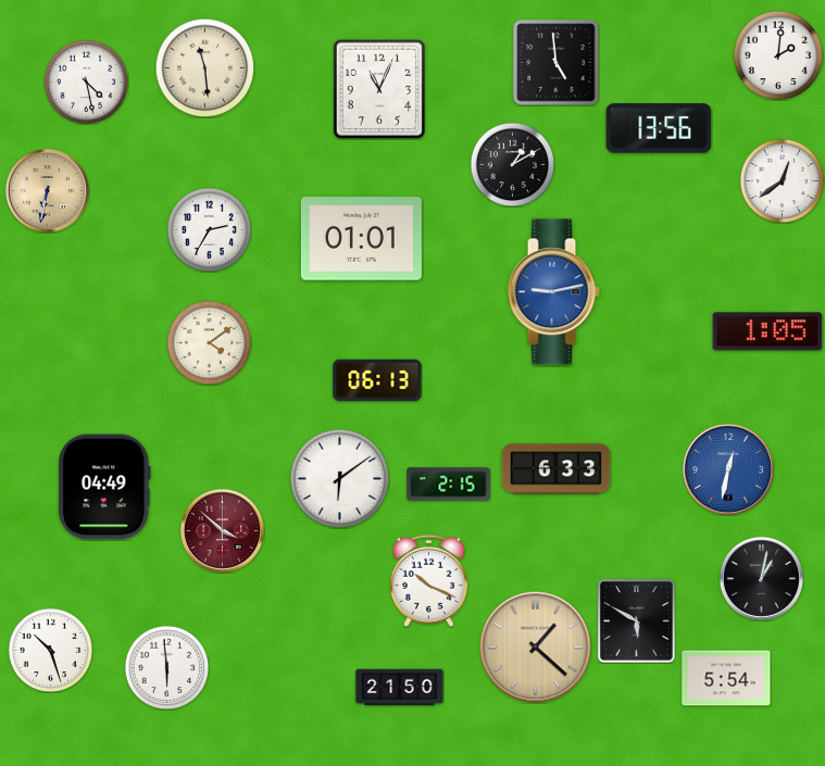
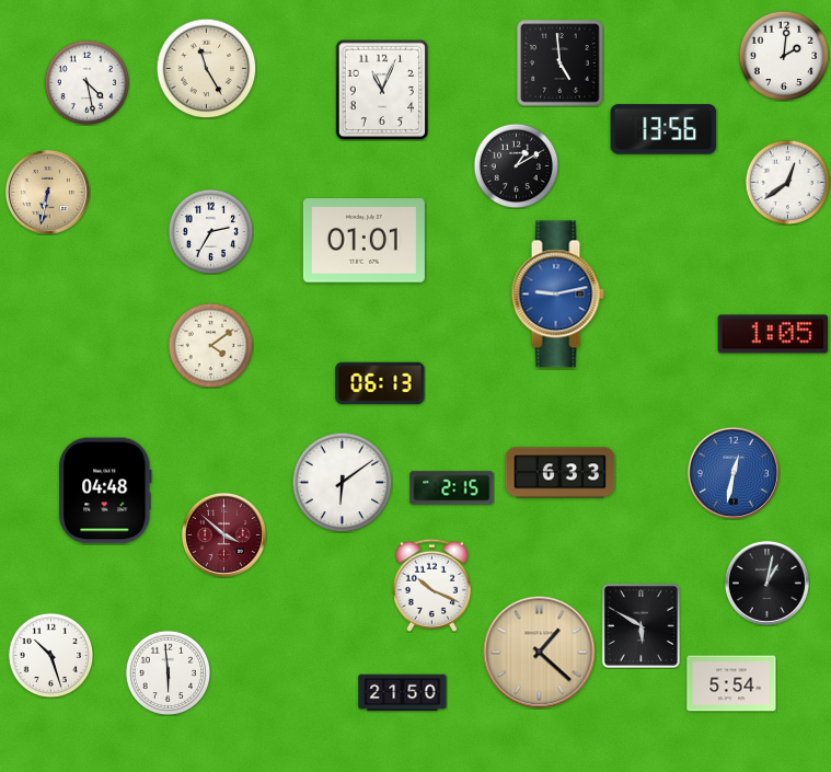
clock at (204, 67): 11:29 -> 11:25
clock at (104, 487): 04:49 -> 04:48
